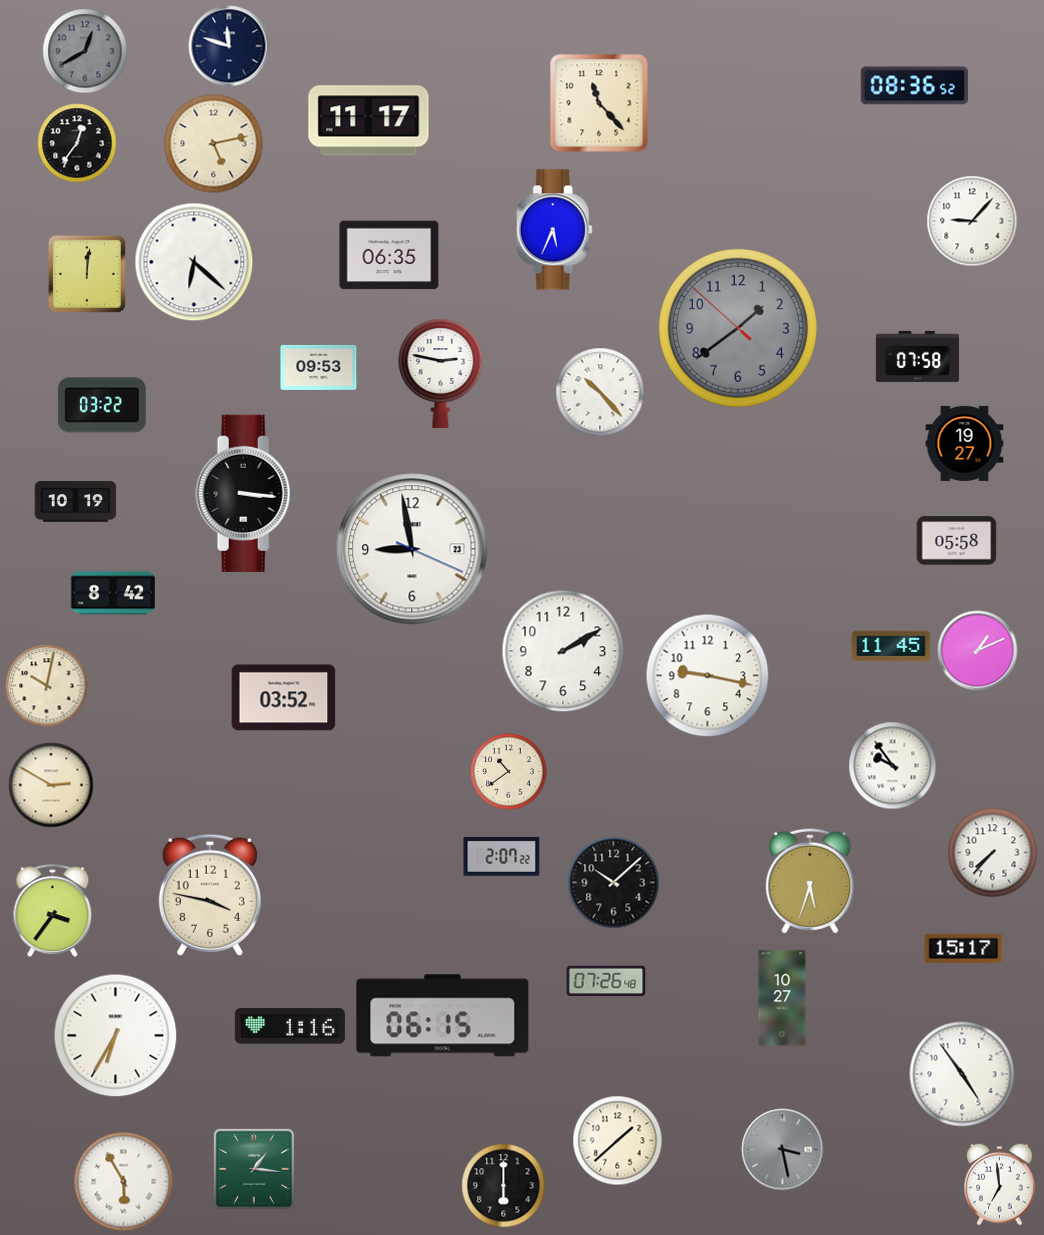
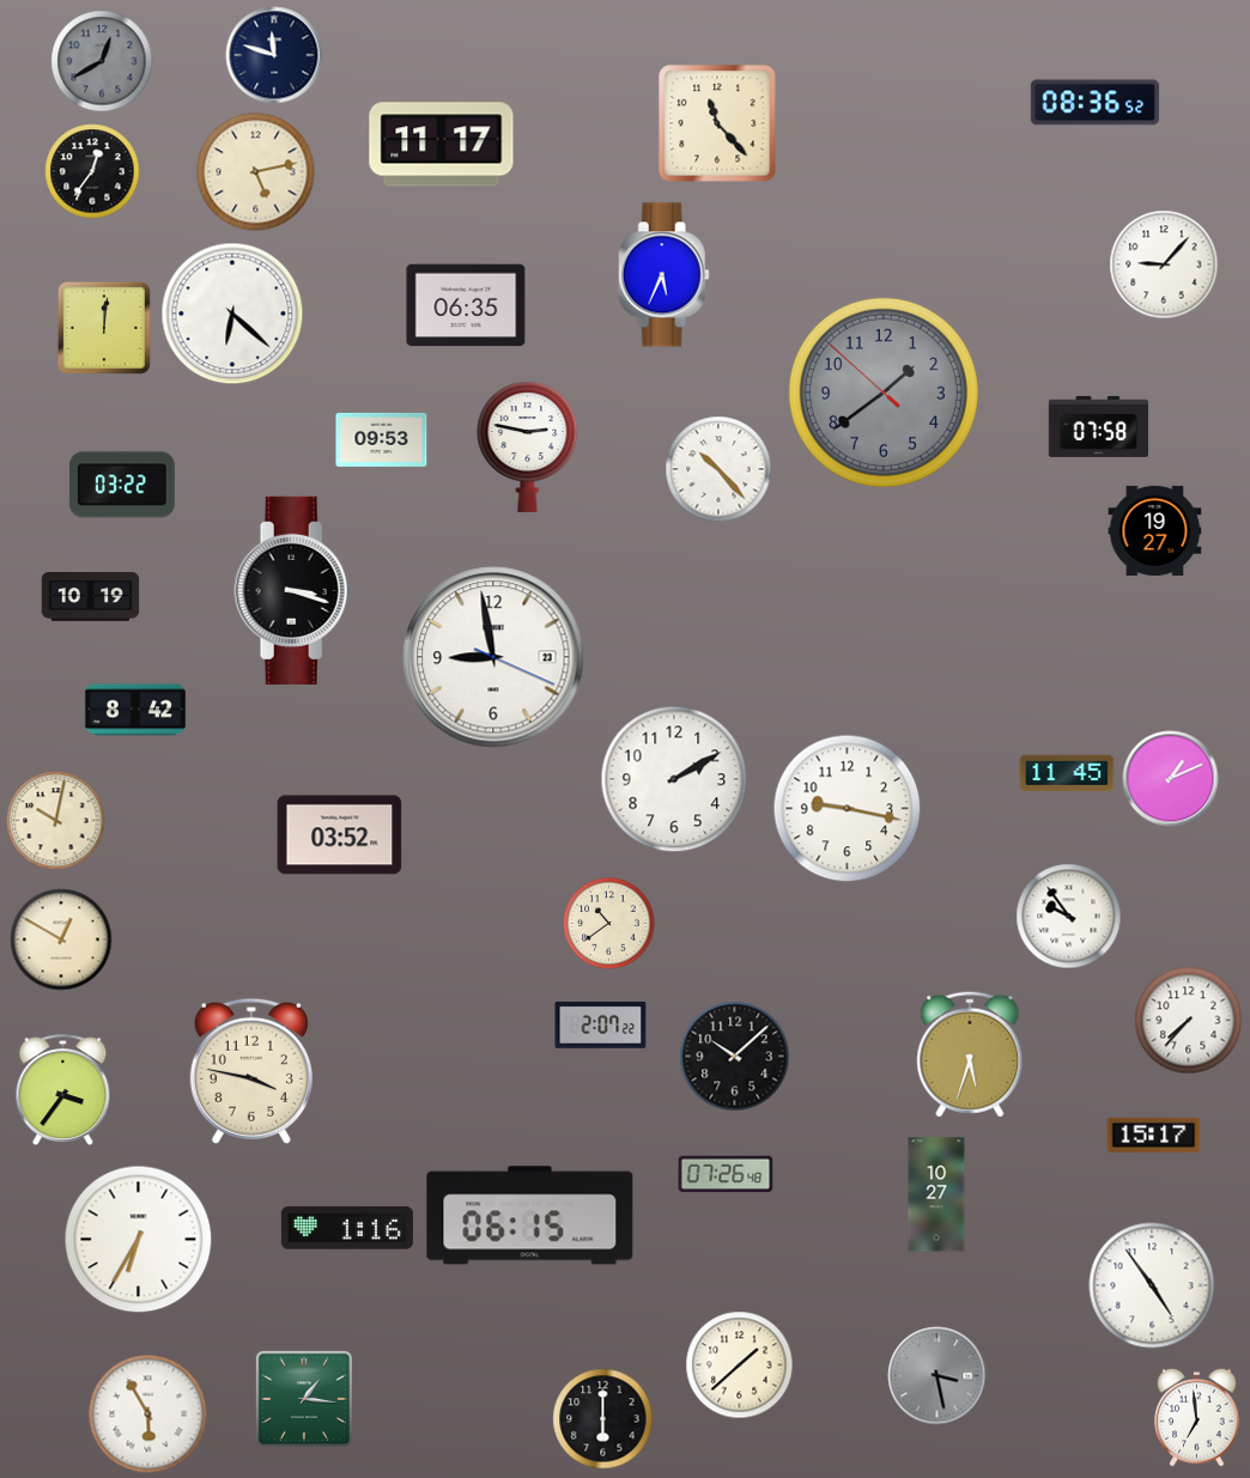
clock at (246, 493): 3:16 -> 3:18
clock at (76, 502) position: (76, 502) -> (91, 597)
clock at (957, 541): 05:58 -> none
clock at (51, 785): 2:50 -> 12:50
